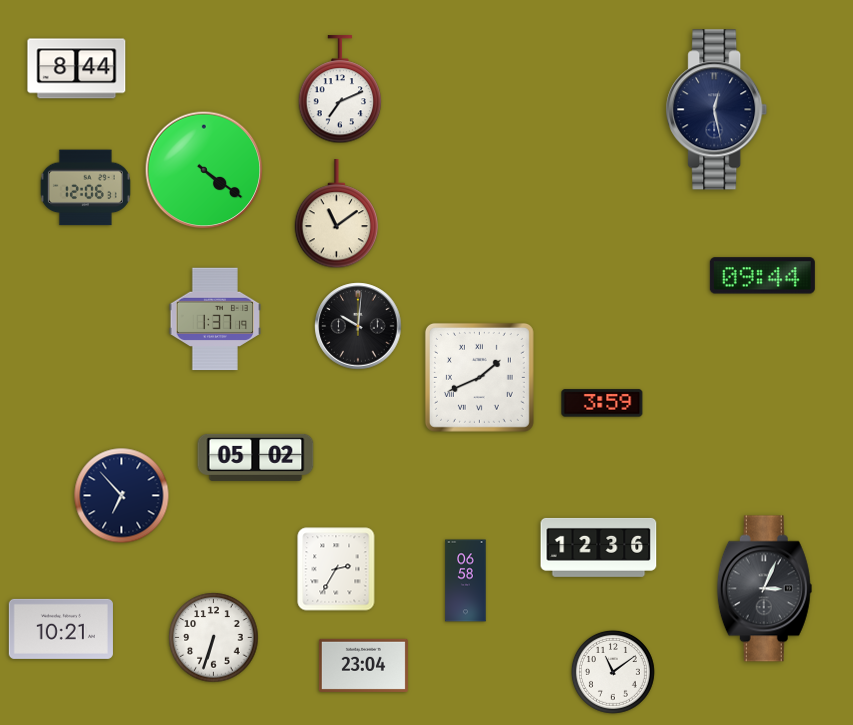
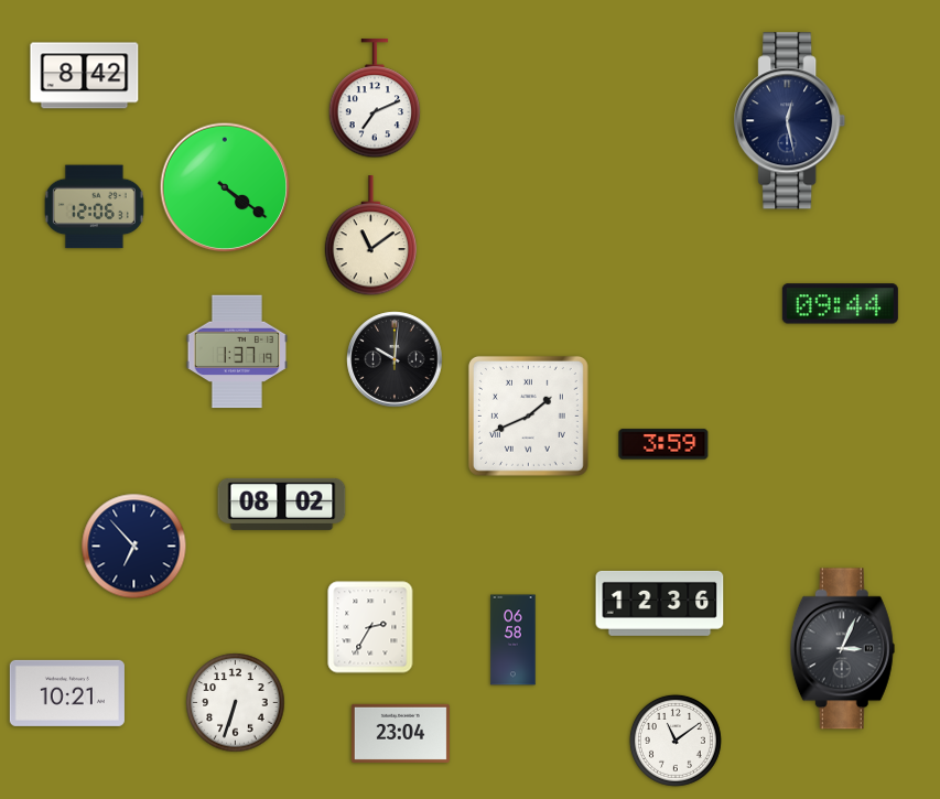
clock at (77, 69): 8:44 -> 8:42
clock at (256, 457): 05:02 -> 08:02
